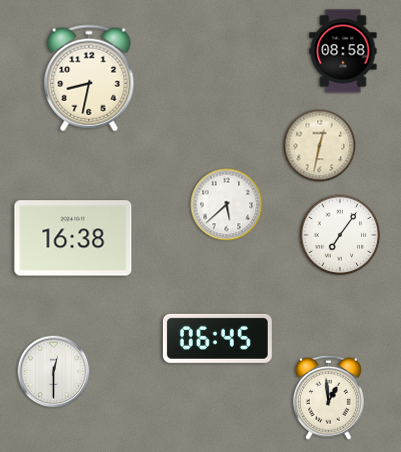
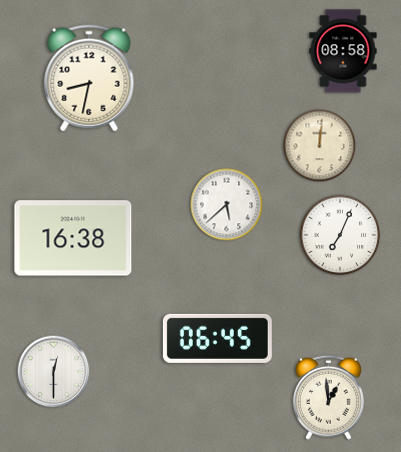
clock at (320, 146): 12:32 -> 12:01
clock at (340, 235): 7:06 -> 7:04
